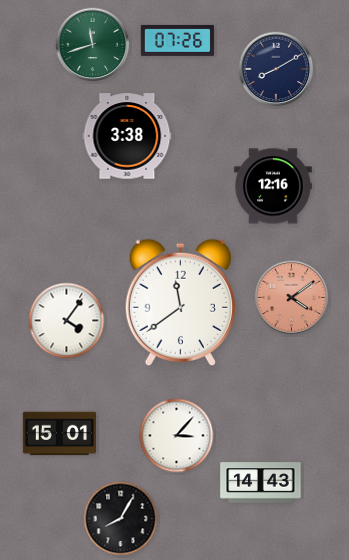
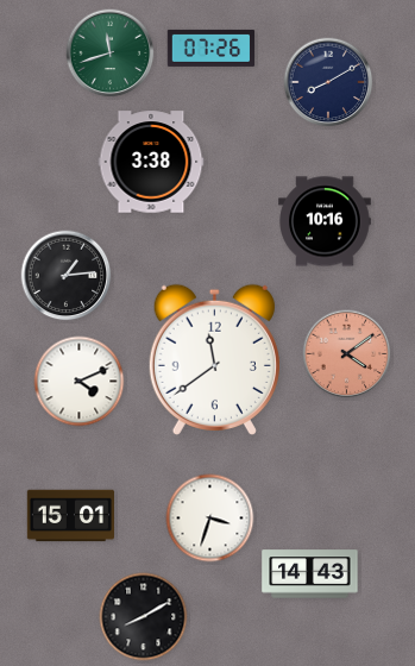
clock at (273, 186): 12:16 -> 10:16
clock at (67, 276): none -> 1:14
clock at (67, 321): 4:06 -> 4:11
clock at (177, 436): 3:07 -> 3:33
clock at (121, 519): 8:05 -> 8:10
